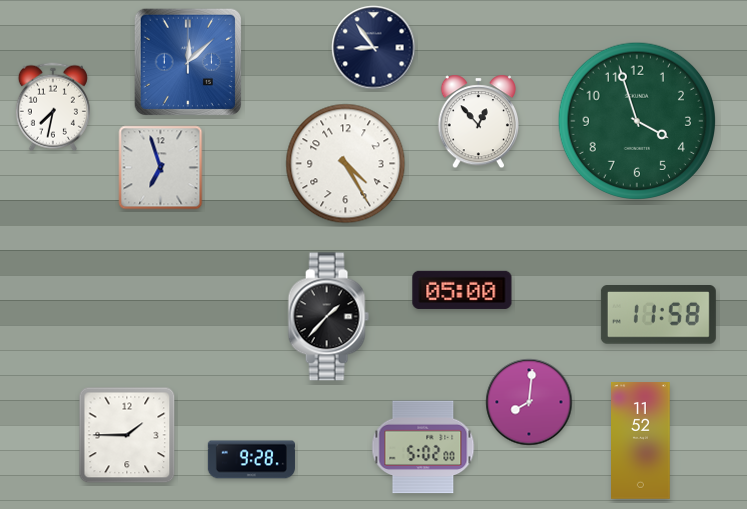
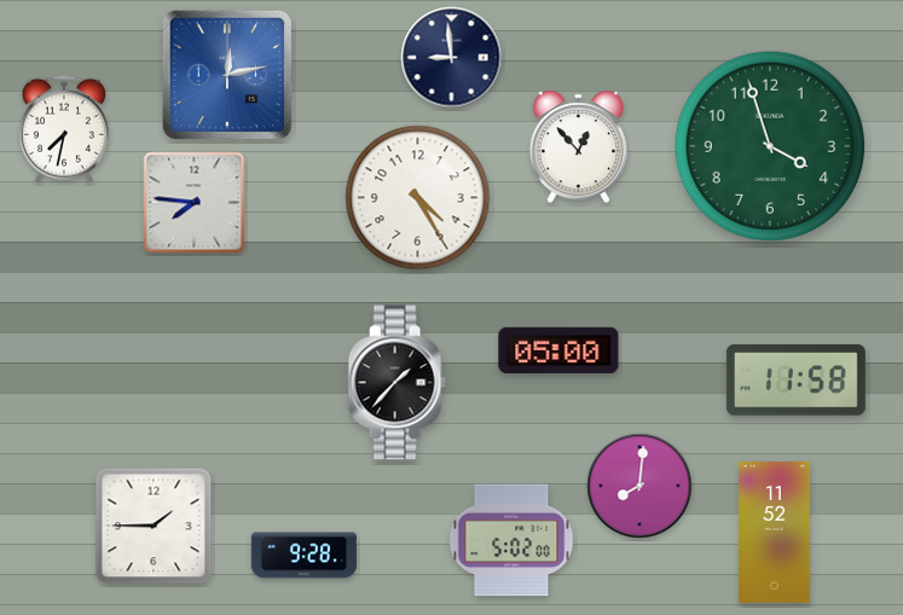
clock at (374, 48): 8:54 -> 8:59
clock at (187, 61): 12:08 -> 12:13
clock at (161, 168): 6:57 -> 7:46
